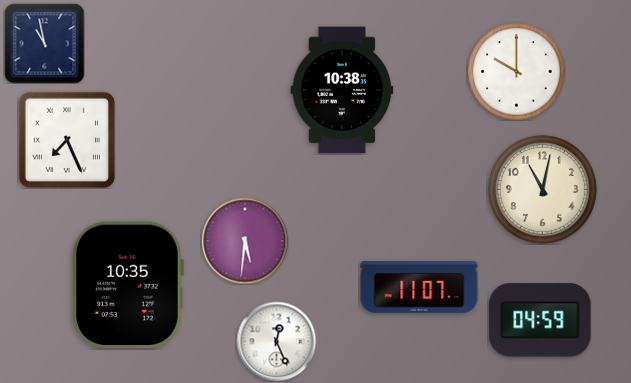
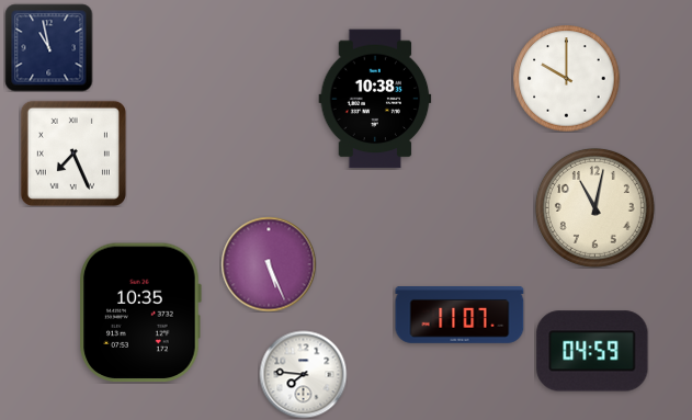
clock at (245, 241): 5:31 -> 5:26
clock at (276, 341): 12:26 -> 7:46
